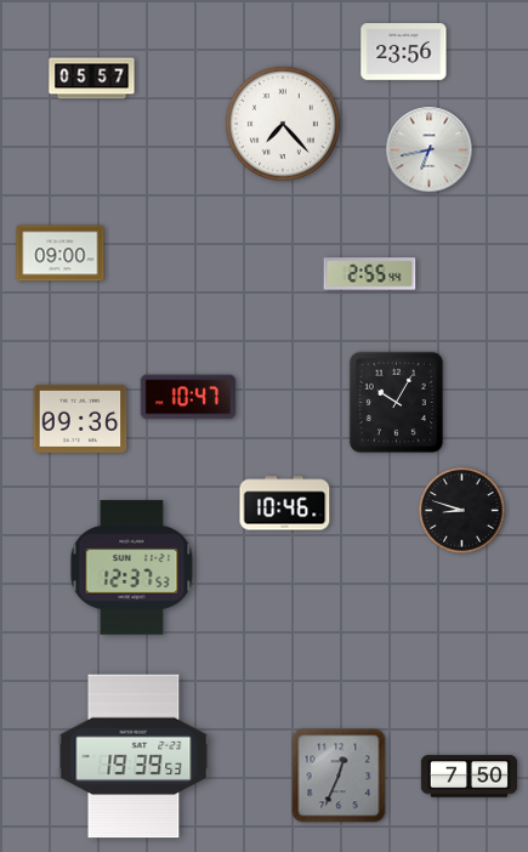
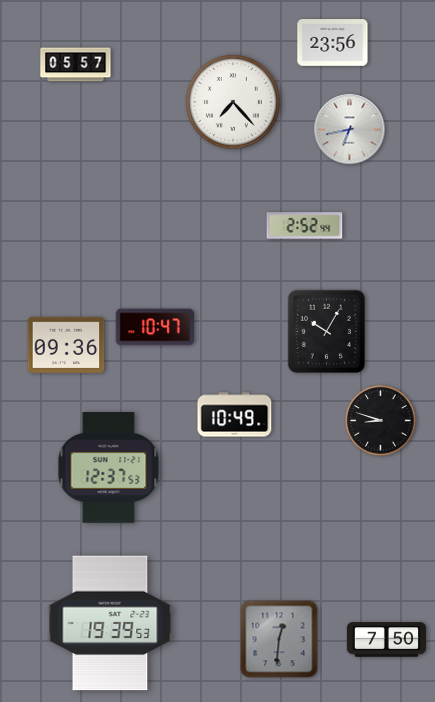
clock at (430, 150) position: (430, 150) -> (350, 130)
clock at (61, 254): 09:00 -> none
clock at (370, 274): 2:55 -> 2:52
clock at (285, 504): 10:46 -> 10:49
clock at (339, 776): 12:34 -> 12:31
